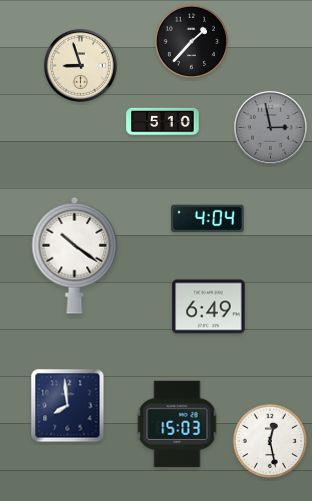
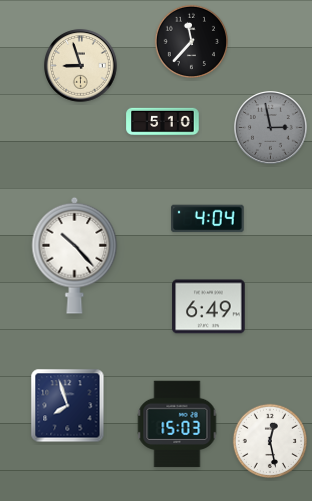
clock at (191, 42): 1:37 -> 11:37
clock at (75, 255): 10:21 -> 10:23
clock at (68, 406): 7:59 -> 7:57
